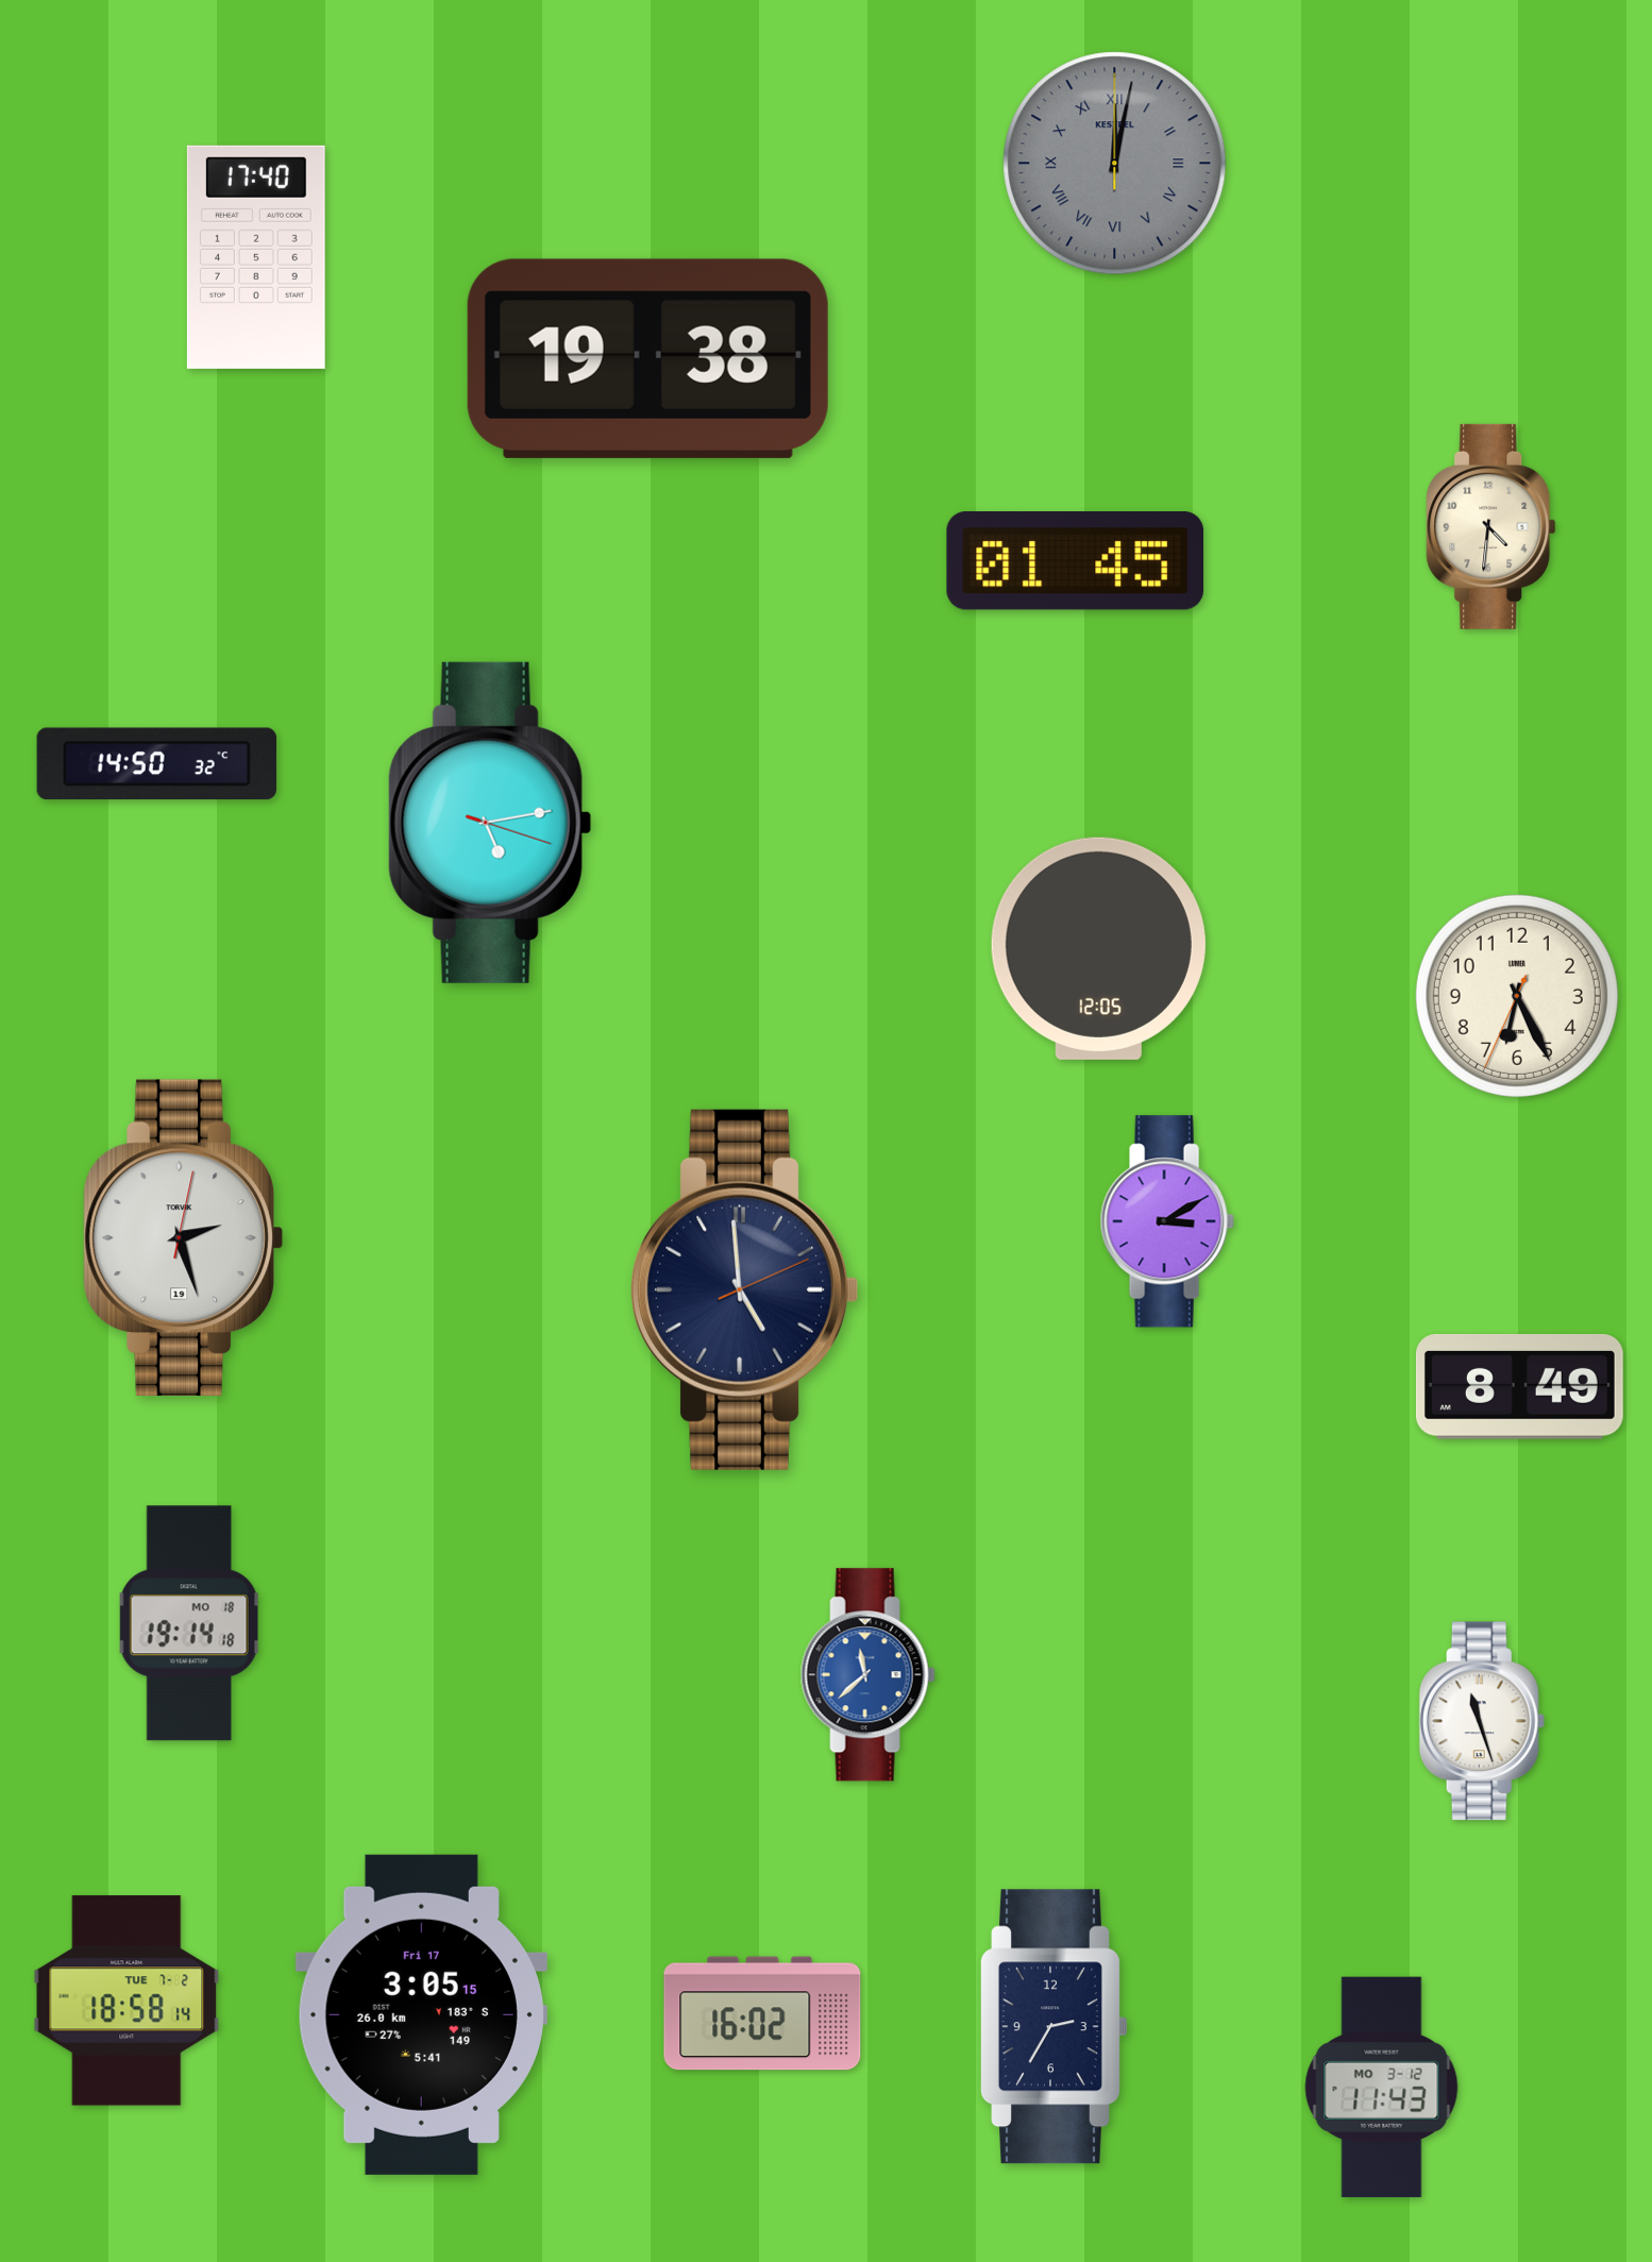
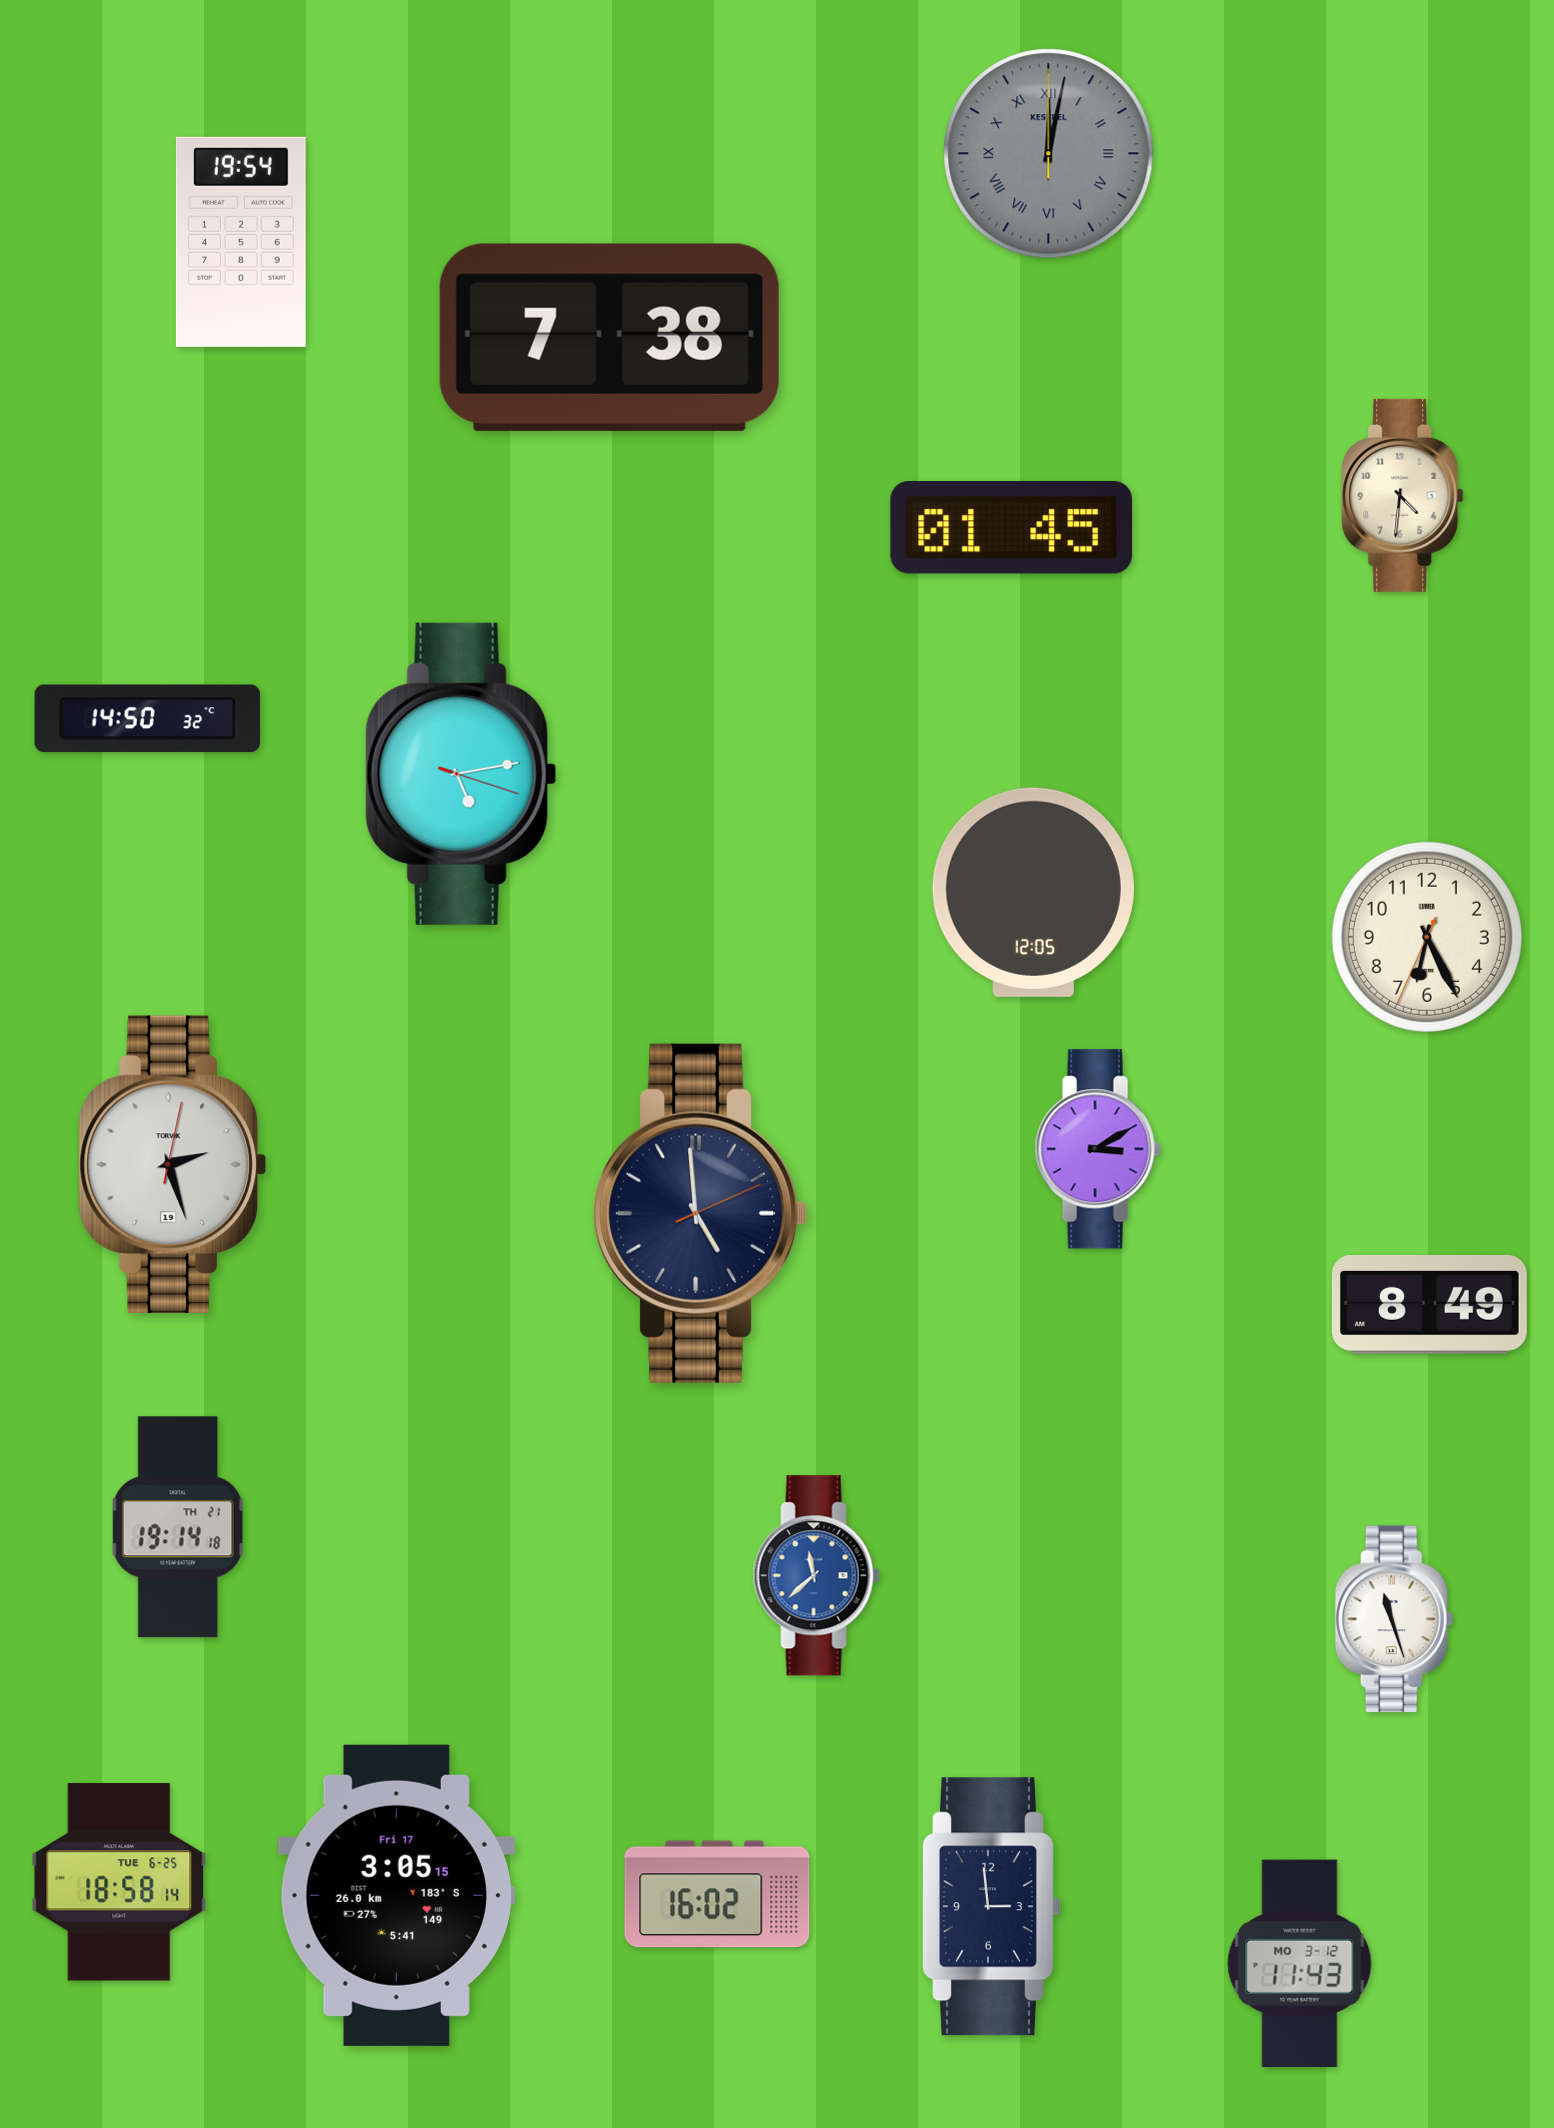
clock at (256, 257): 17:40 -> 19:54
clock at (647, 358): 19:38 -> 7:38
clock at (189, 1623) date: MO 18 -> TH 21
clock at (127, 2001) date: TUE 7-2 -> TUE 6-25
clock at (1055, 2027): 2:35 -> 2:59
